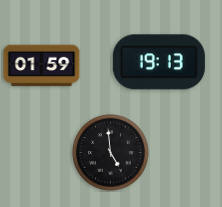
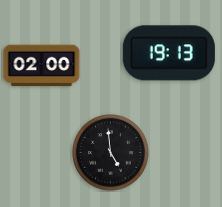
clock at (159, 62) position: (159, 62) -> (169, 53)
clock at (42, 66): 01:59 -> 02:00
